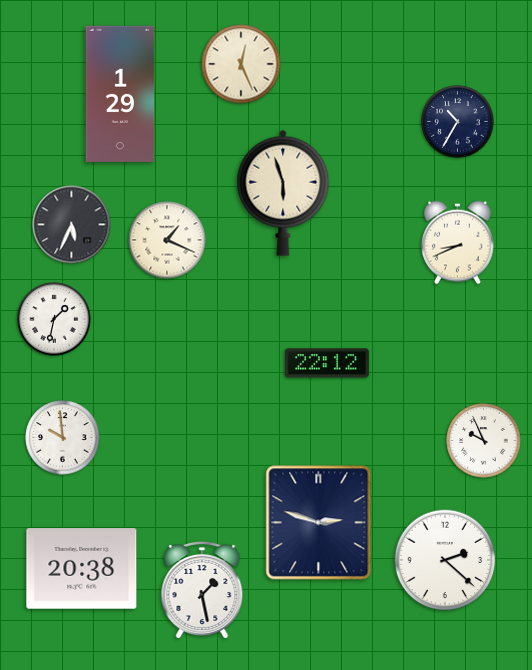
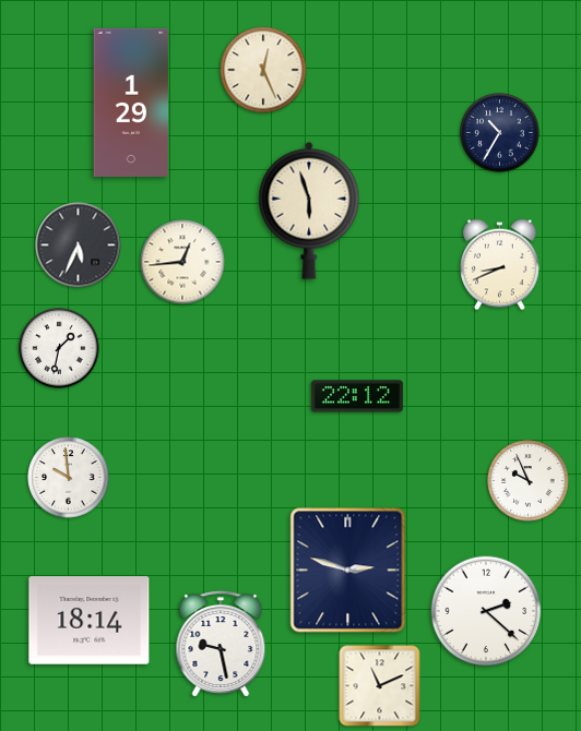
clock at (167, 240): 1:19 -> 12:44
clock at (82, 569): 20:38 -> 18:14
clock at (202, 591): 1:28 -> 9:28
clock at (380, 686): none -> 11:11
